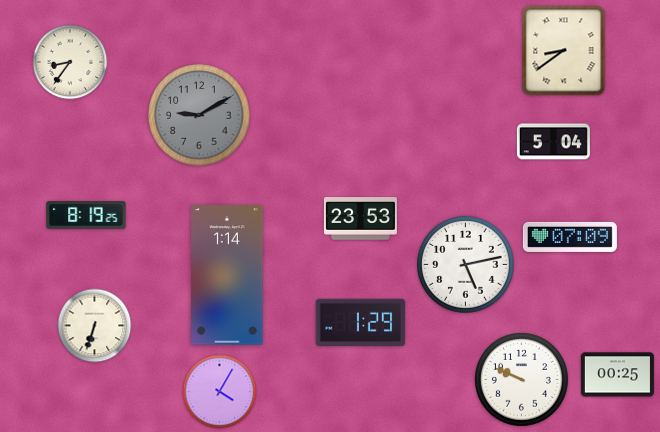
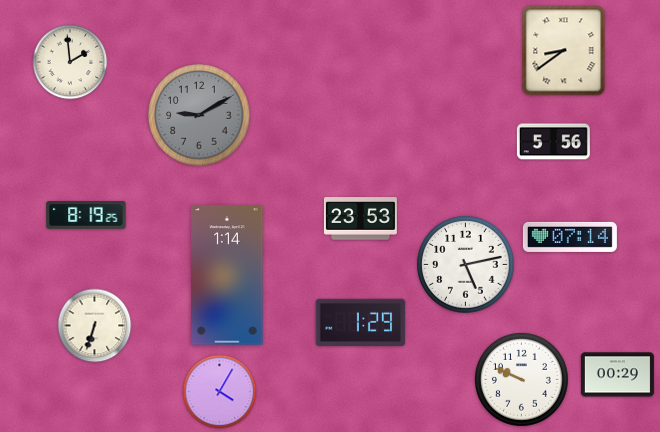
clock at (70, 62): 8:36 -> 1:59
clock at (553, 142): 5:04 -> 5:56
clock at (570, 237): 07:09 -> 07:14
clock at (617, 375): 00:25 -> 00:29
